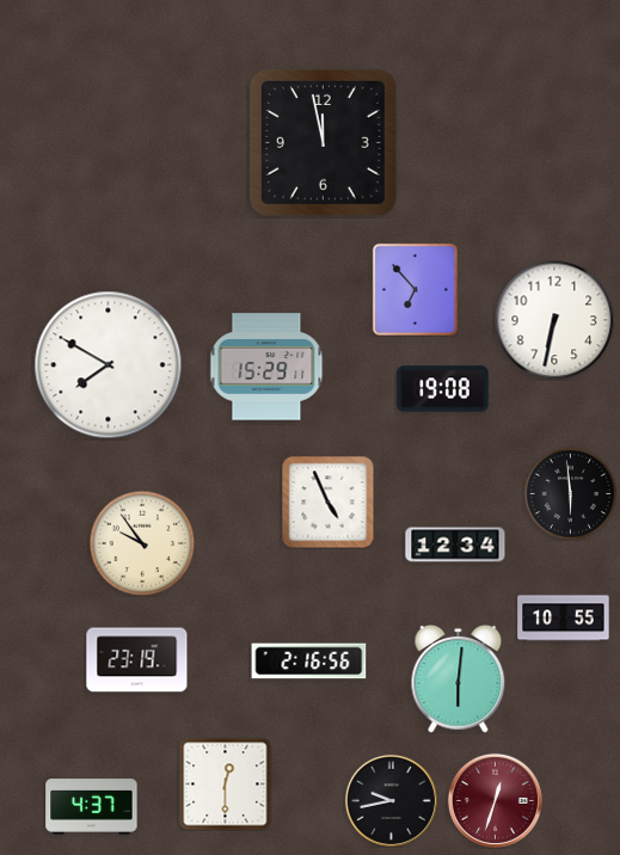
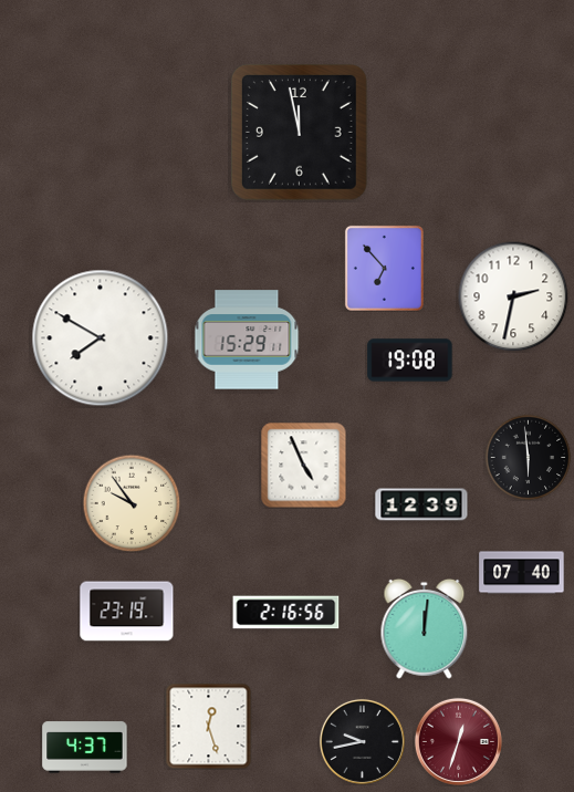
clock at (554, 320): 6:32 -> 2:32
clock at (455, 545): 12:34 -> 12:39
clock at (564, 619): 10:55 -> 07:40
clock at (459, 678): 6:01 -> 12:01
clock at (225, 783): 12:30 -> 12:27
